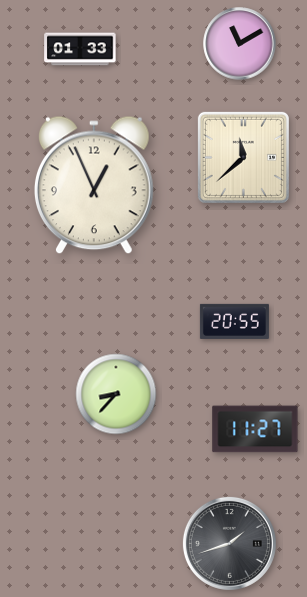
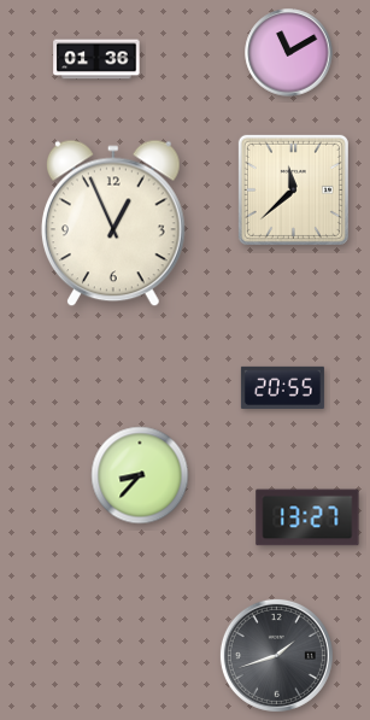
clock at (80, 49): 01:33 -> 01:36
clock at (255, 429): 11:27 -> 13:27
